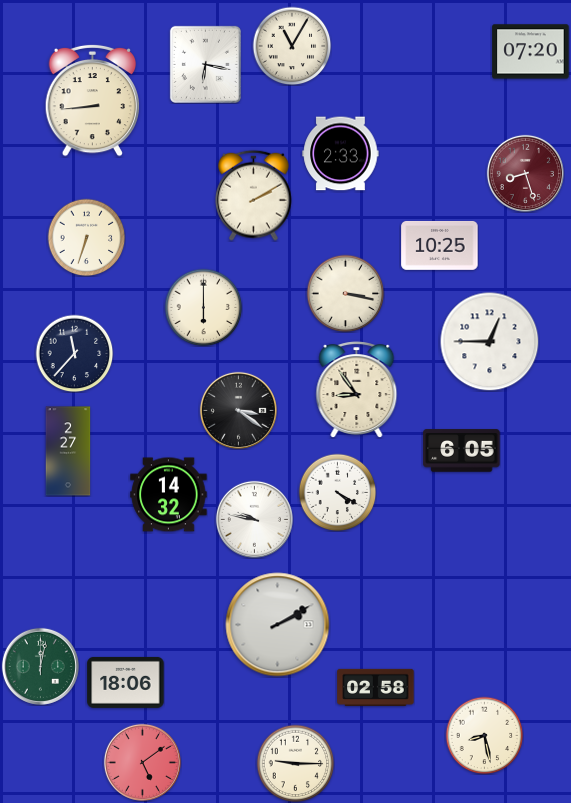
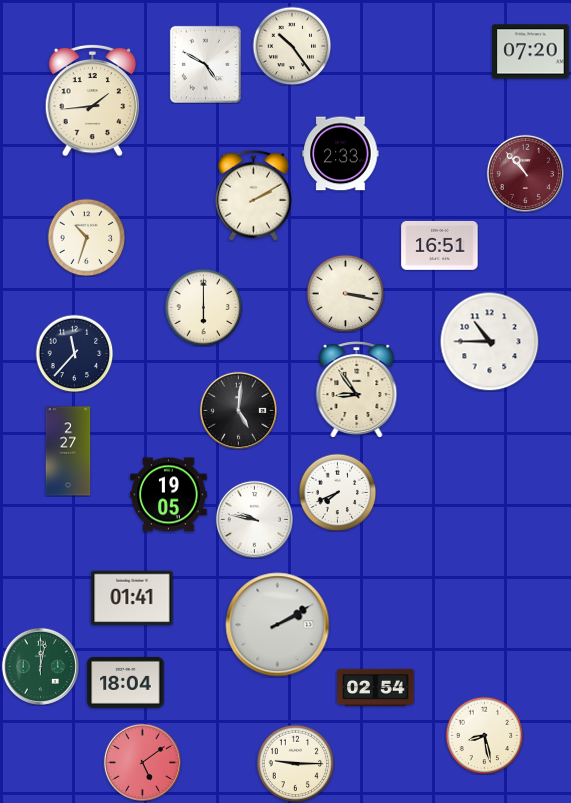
clock at (292, 46): 11:05 -> 10:24
clock at (205, 64): 6:17 -> 4:50
clock at (92, 100): 8:44 -> 1:44
clock at (525, 173): 8:27 -> 10:53
clock at (86, 237): 6:33 -> 10:33
clock at (440, 246): 10:25 -> 16:51
clock at (490, 342): 12:45 -> 10:45
clock at (238, 410): 3:21 -> 5:01
clock at (462, 451): 6:05 -> none
clock at (337, 492): 4:20 -> 7:41
clock at (169, 495): 14:32 -> 19:05
clock at (132, 598): none -> 01:41
clock at (126, 682): 18:06 -> 18:04
clock at (376, 687): 02:58 -> 02:54
